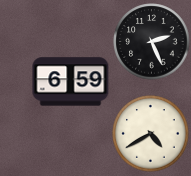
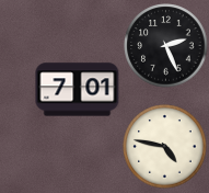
clock at (71, 82): 6:59 -> 7:01
clock at (151, 134): 4:40 -> 4:47
